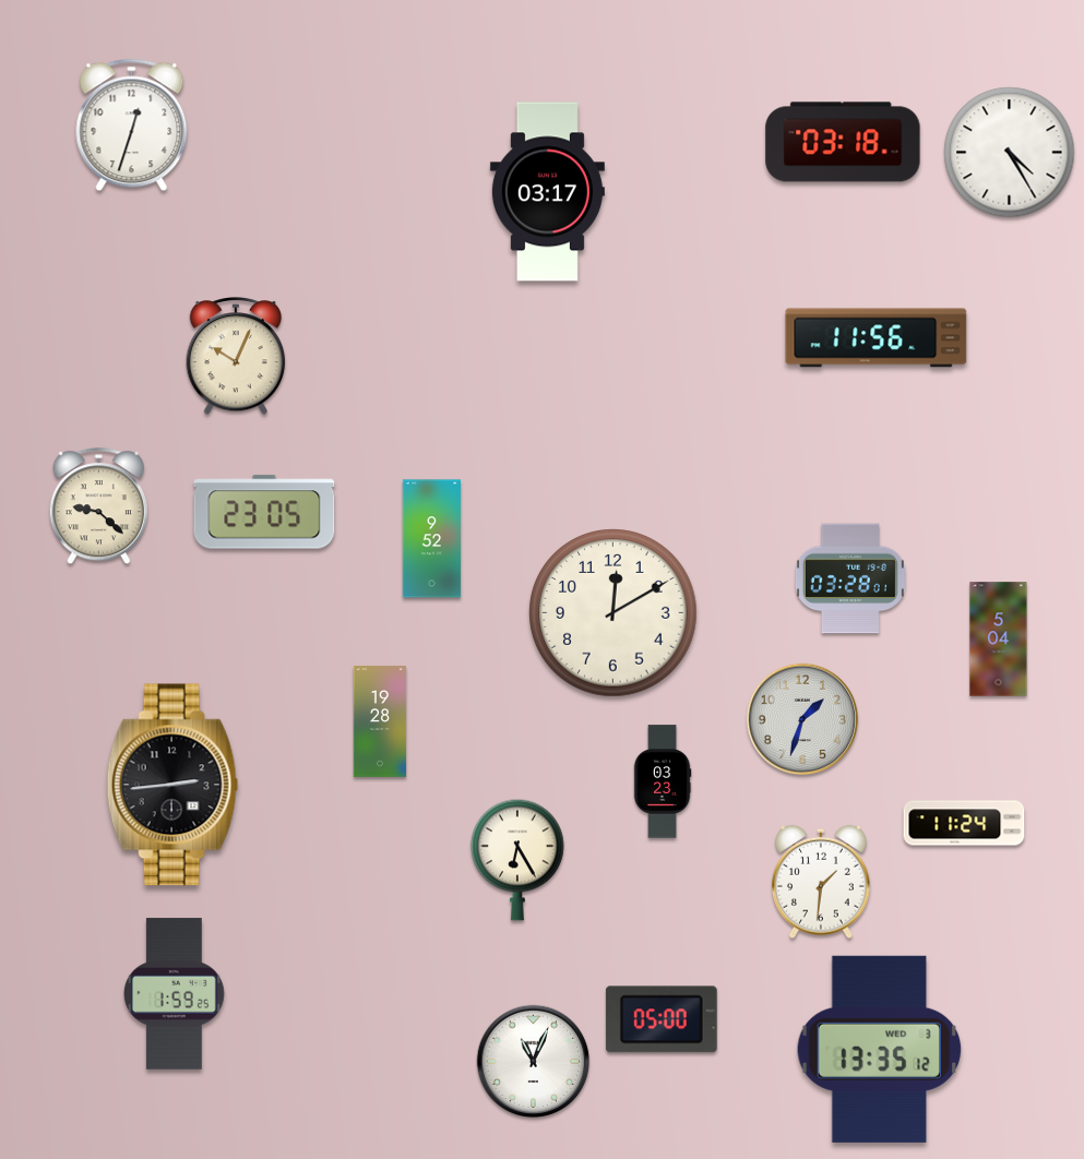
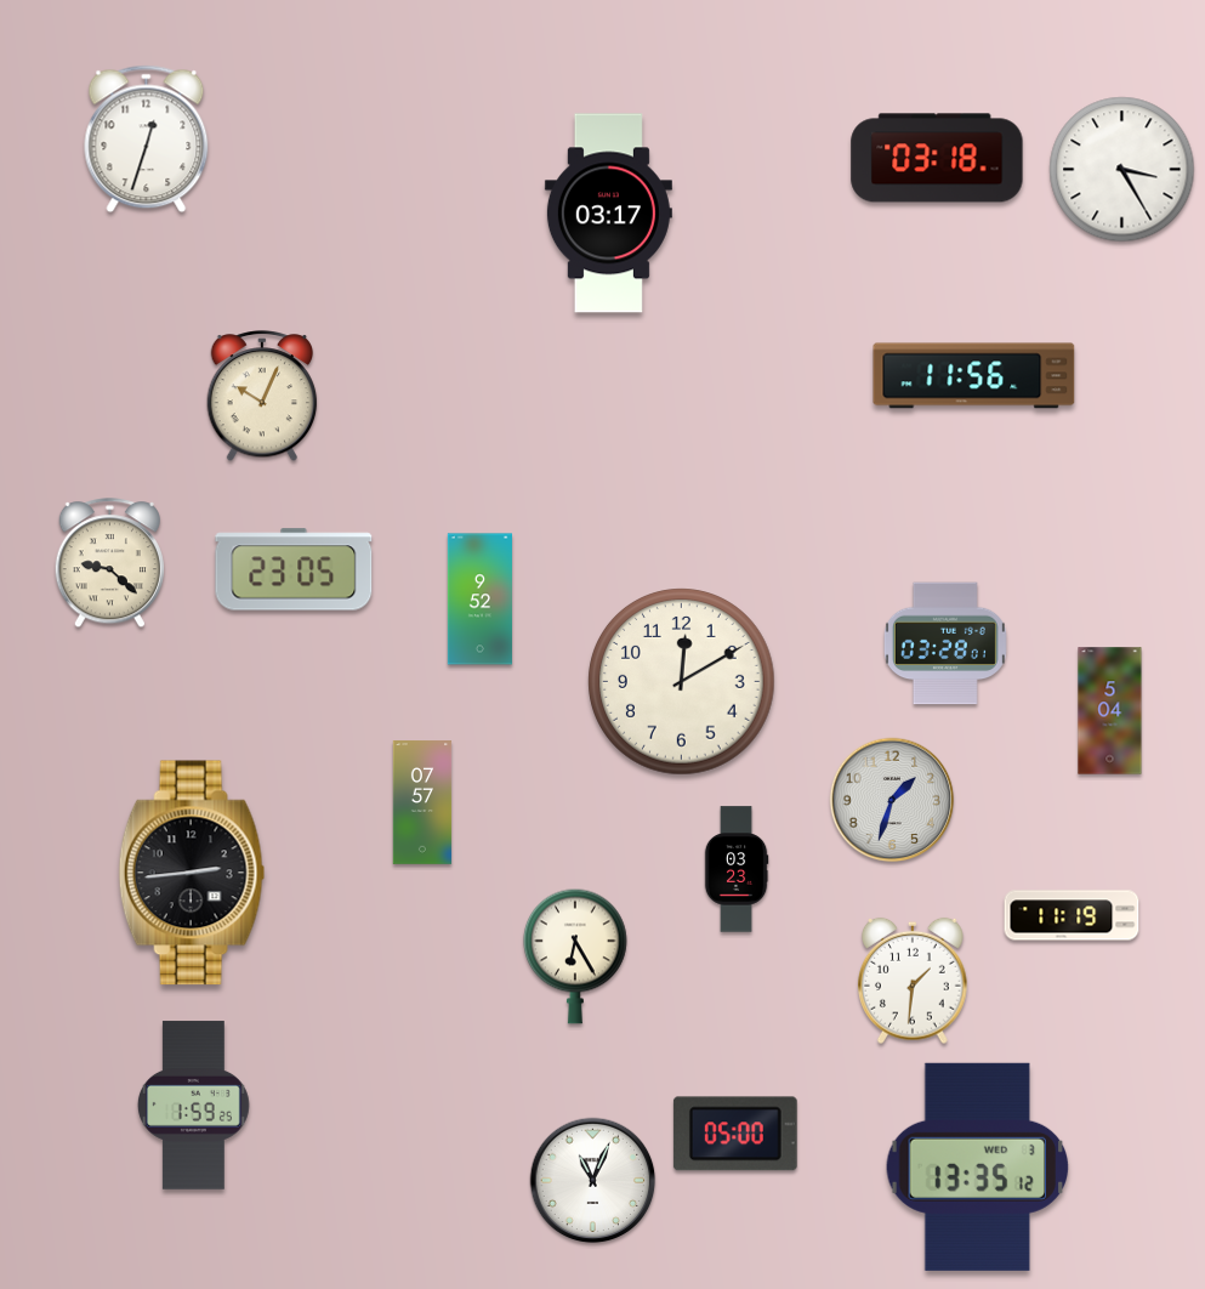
clock at (1010, 153): 4:25 -> 3:25
clock at (380, 721): 19:28 -> 07:57
clock at (964, 823): 11:24 -> 11:19
